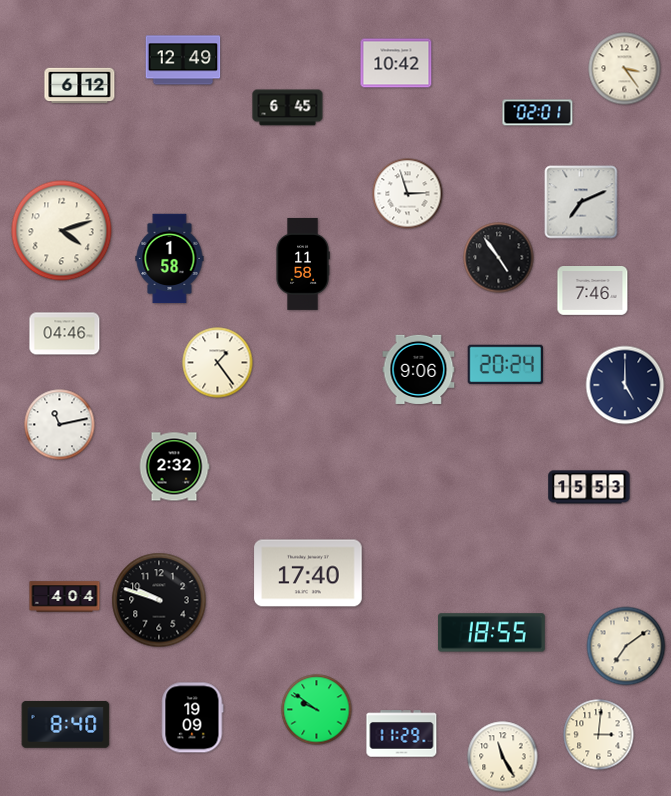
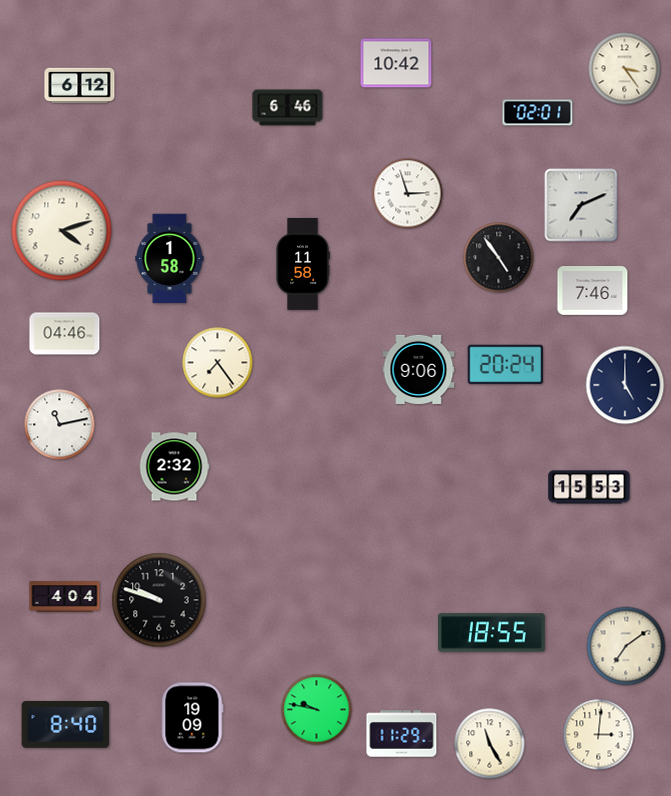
clock at (183, 60): 12:49 -> none
clock at (288, 108): 6:45 -> 6:46
clock at (581, 202) position: (581, 202) -> (581, 205)
clock at (218, 363): 1:24 -> 7:24
clock at (308, 573): 17:40 -> none
clock at (317, 710): 9:51 -> 9:47
clock at (503, 757) position: (503, 757) -> (490, 744)
